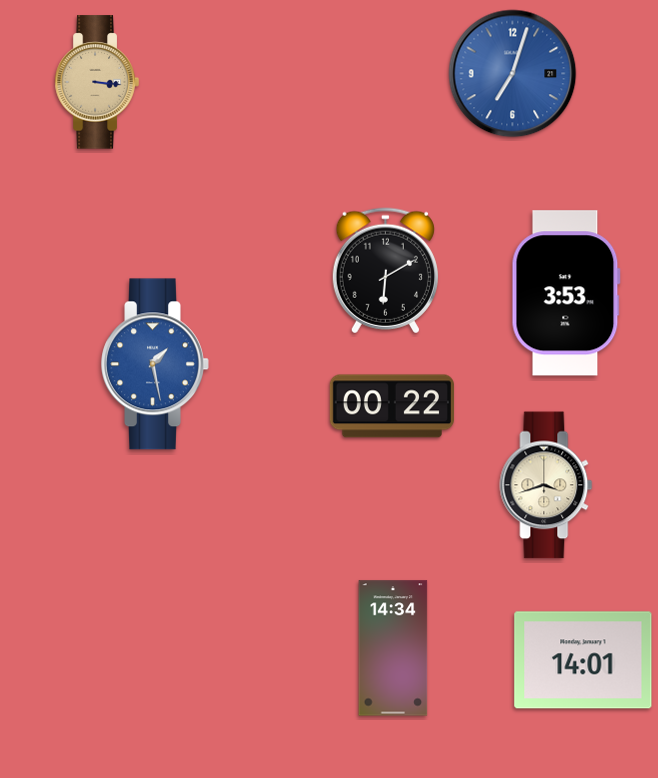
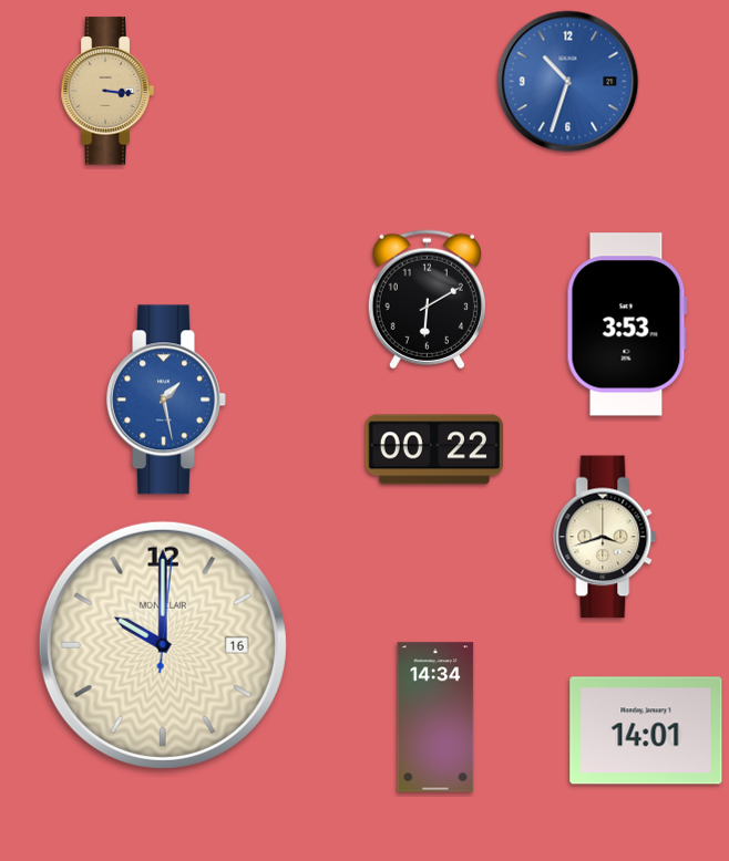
clock at (513, 74): 7:03 -> 10:33
clock at (155, 364) position: (155, 364) -> (166, 400)
clock at (163, 645): none -> 10:00
